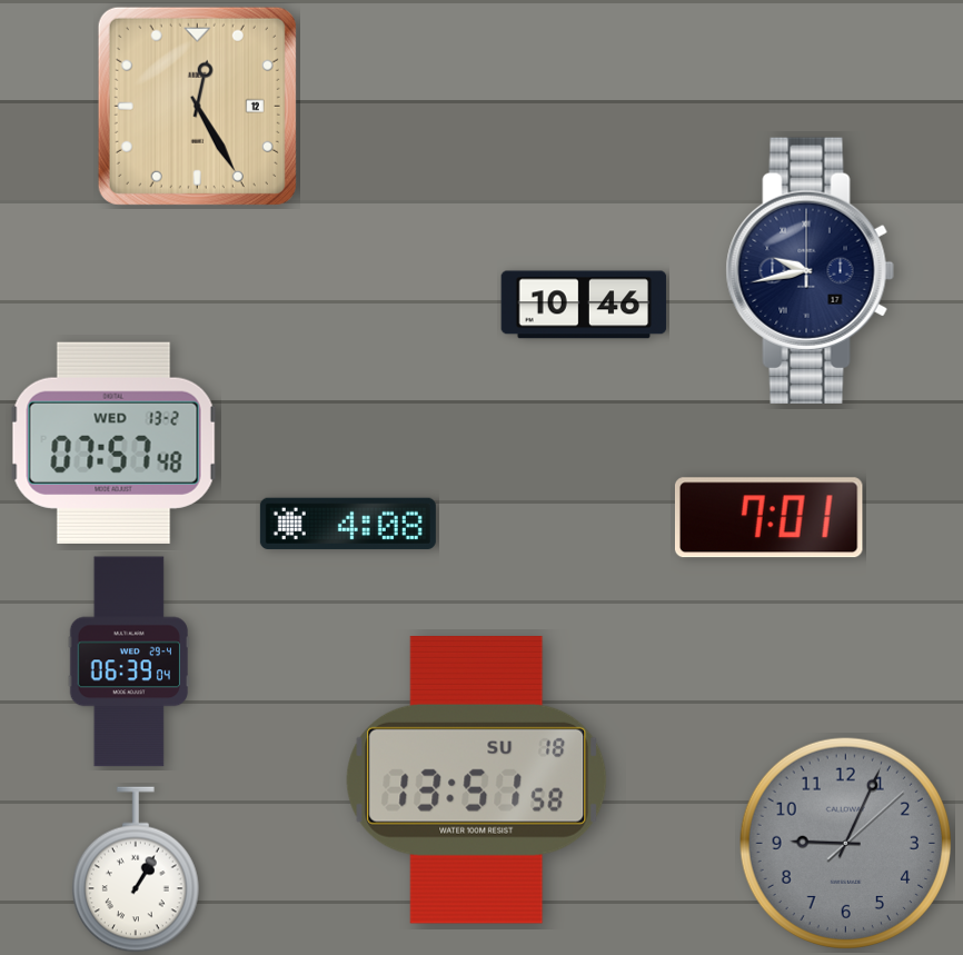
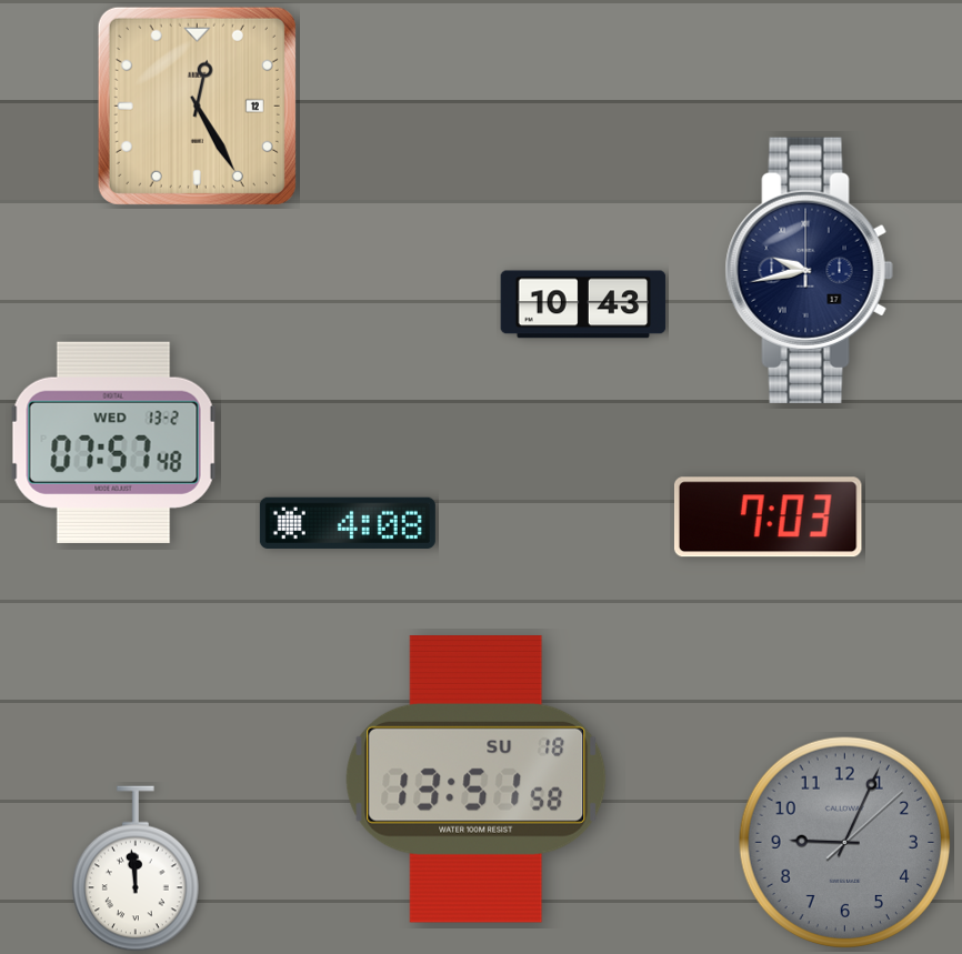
clock at (584, 305): 10:46 -> 10:43
clock at (768, 518): 7:01 -> 7:03
clock at (129, 661): 06:39 -> none
clock at (136, 869): 1:05 -> 11:59
